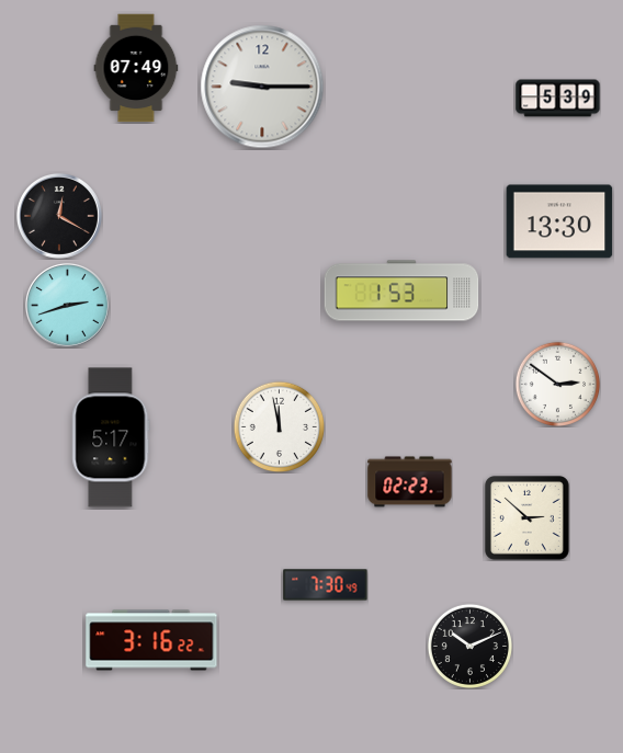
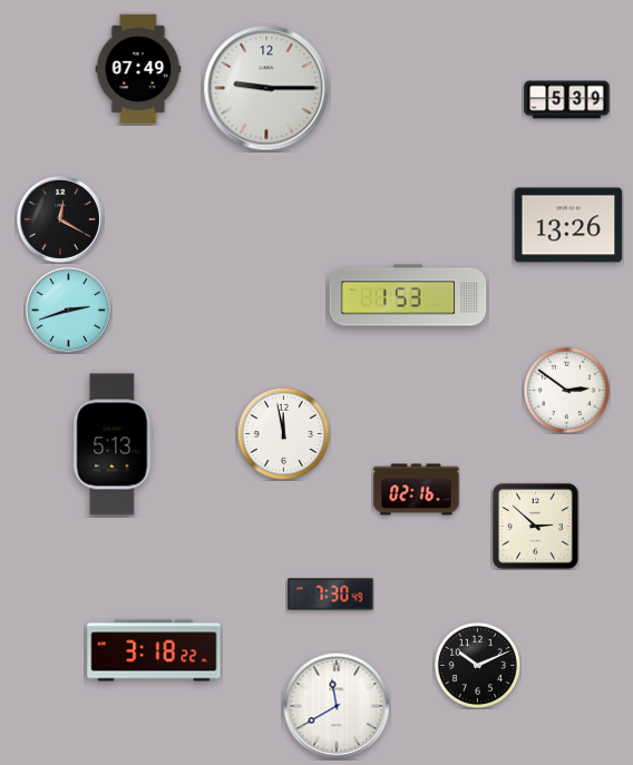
clock at (559, 221): 13:30 -> 13:26
clock at (111, 437): 5:17 -> 5:13
clock at (410, 482): 02:23 -> 02:16
clock at (151, 640): 3:16 -> 3:18
clock at (469, 646) position: (469, 646) -> (477, 665)
clock at (337, 706): none -> 11:40
